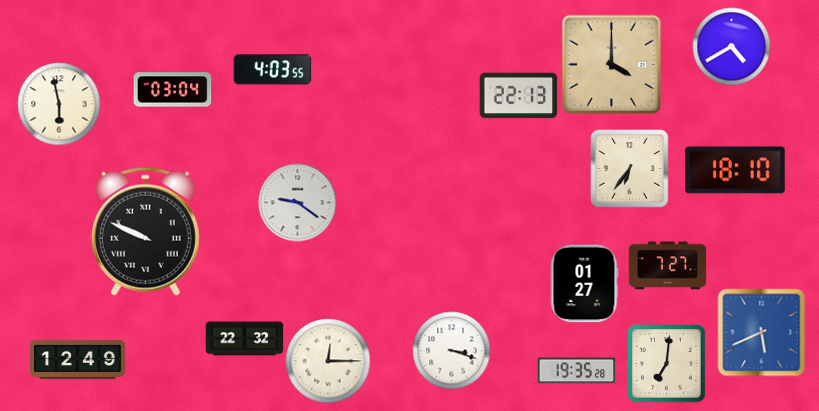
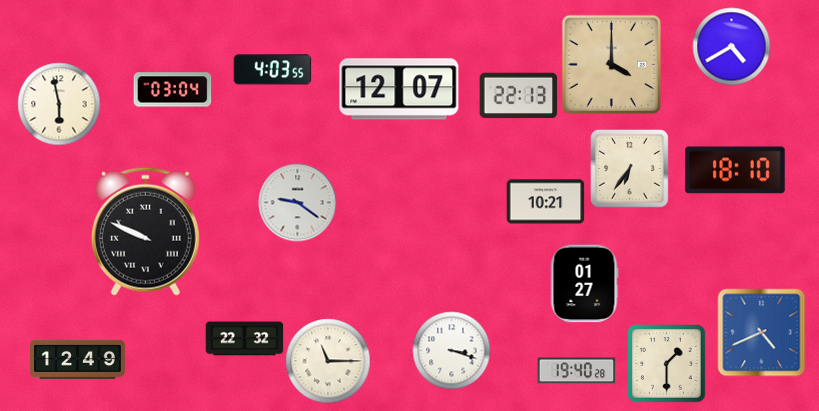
clock at (399, 89): none -> 12:07
clock at (545, 202): none -> 10:21
clock at (667, 266): 7:27 -> none
clock at (761, 332): 5:41 -> 4:41
clock at (328, 361): 12:15 -> 11:15
clock at (667, 364): 7:01 -> 1:30
clock at (576, 371): 19:35 -> 19:40
